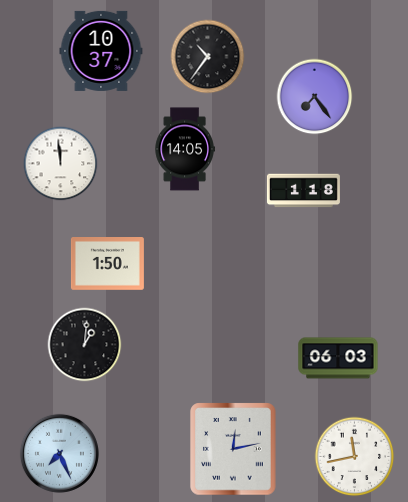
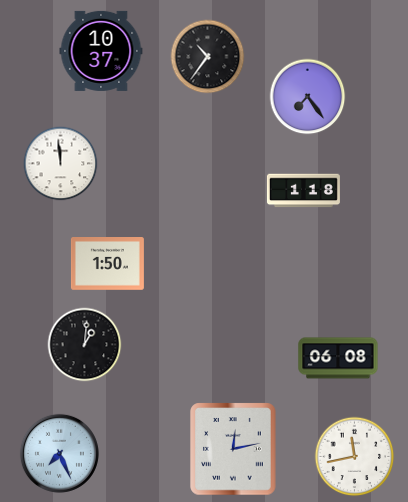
clock at (315, 97) position: (315, 97) -> (308, 97)
clock at (185, 149): 14:05 -> none
clock at (338, 358): 06:03 -> 06:08
